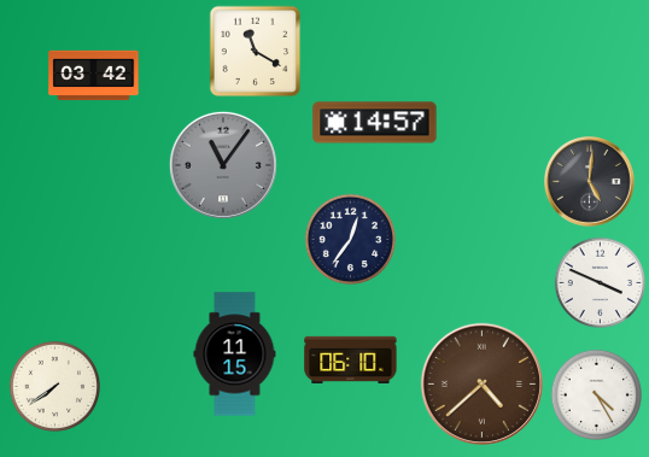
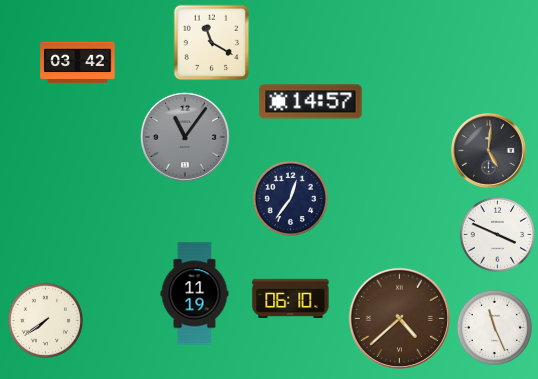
clock at (235, 355): 11:15 -> 11:19
clock at (596, 394): 4:25 -> 11:26
